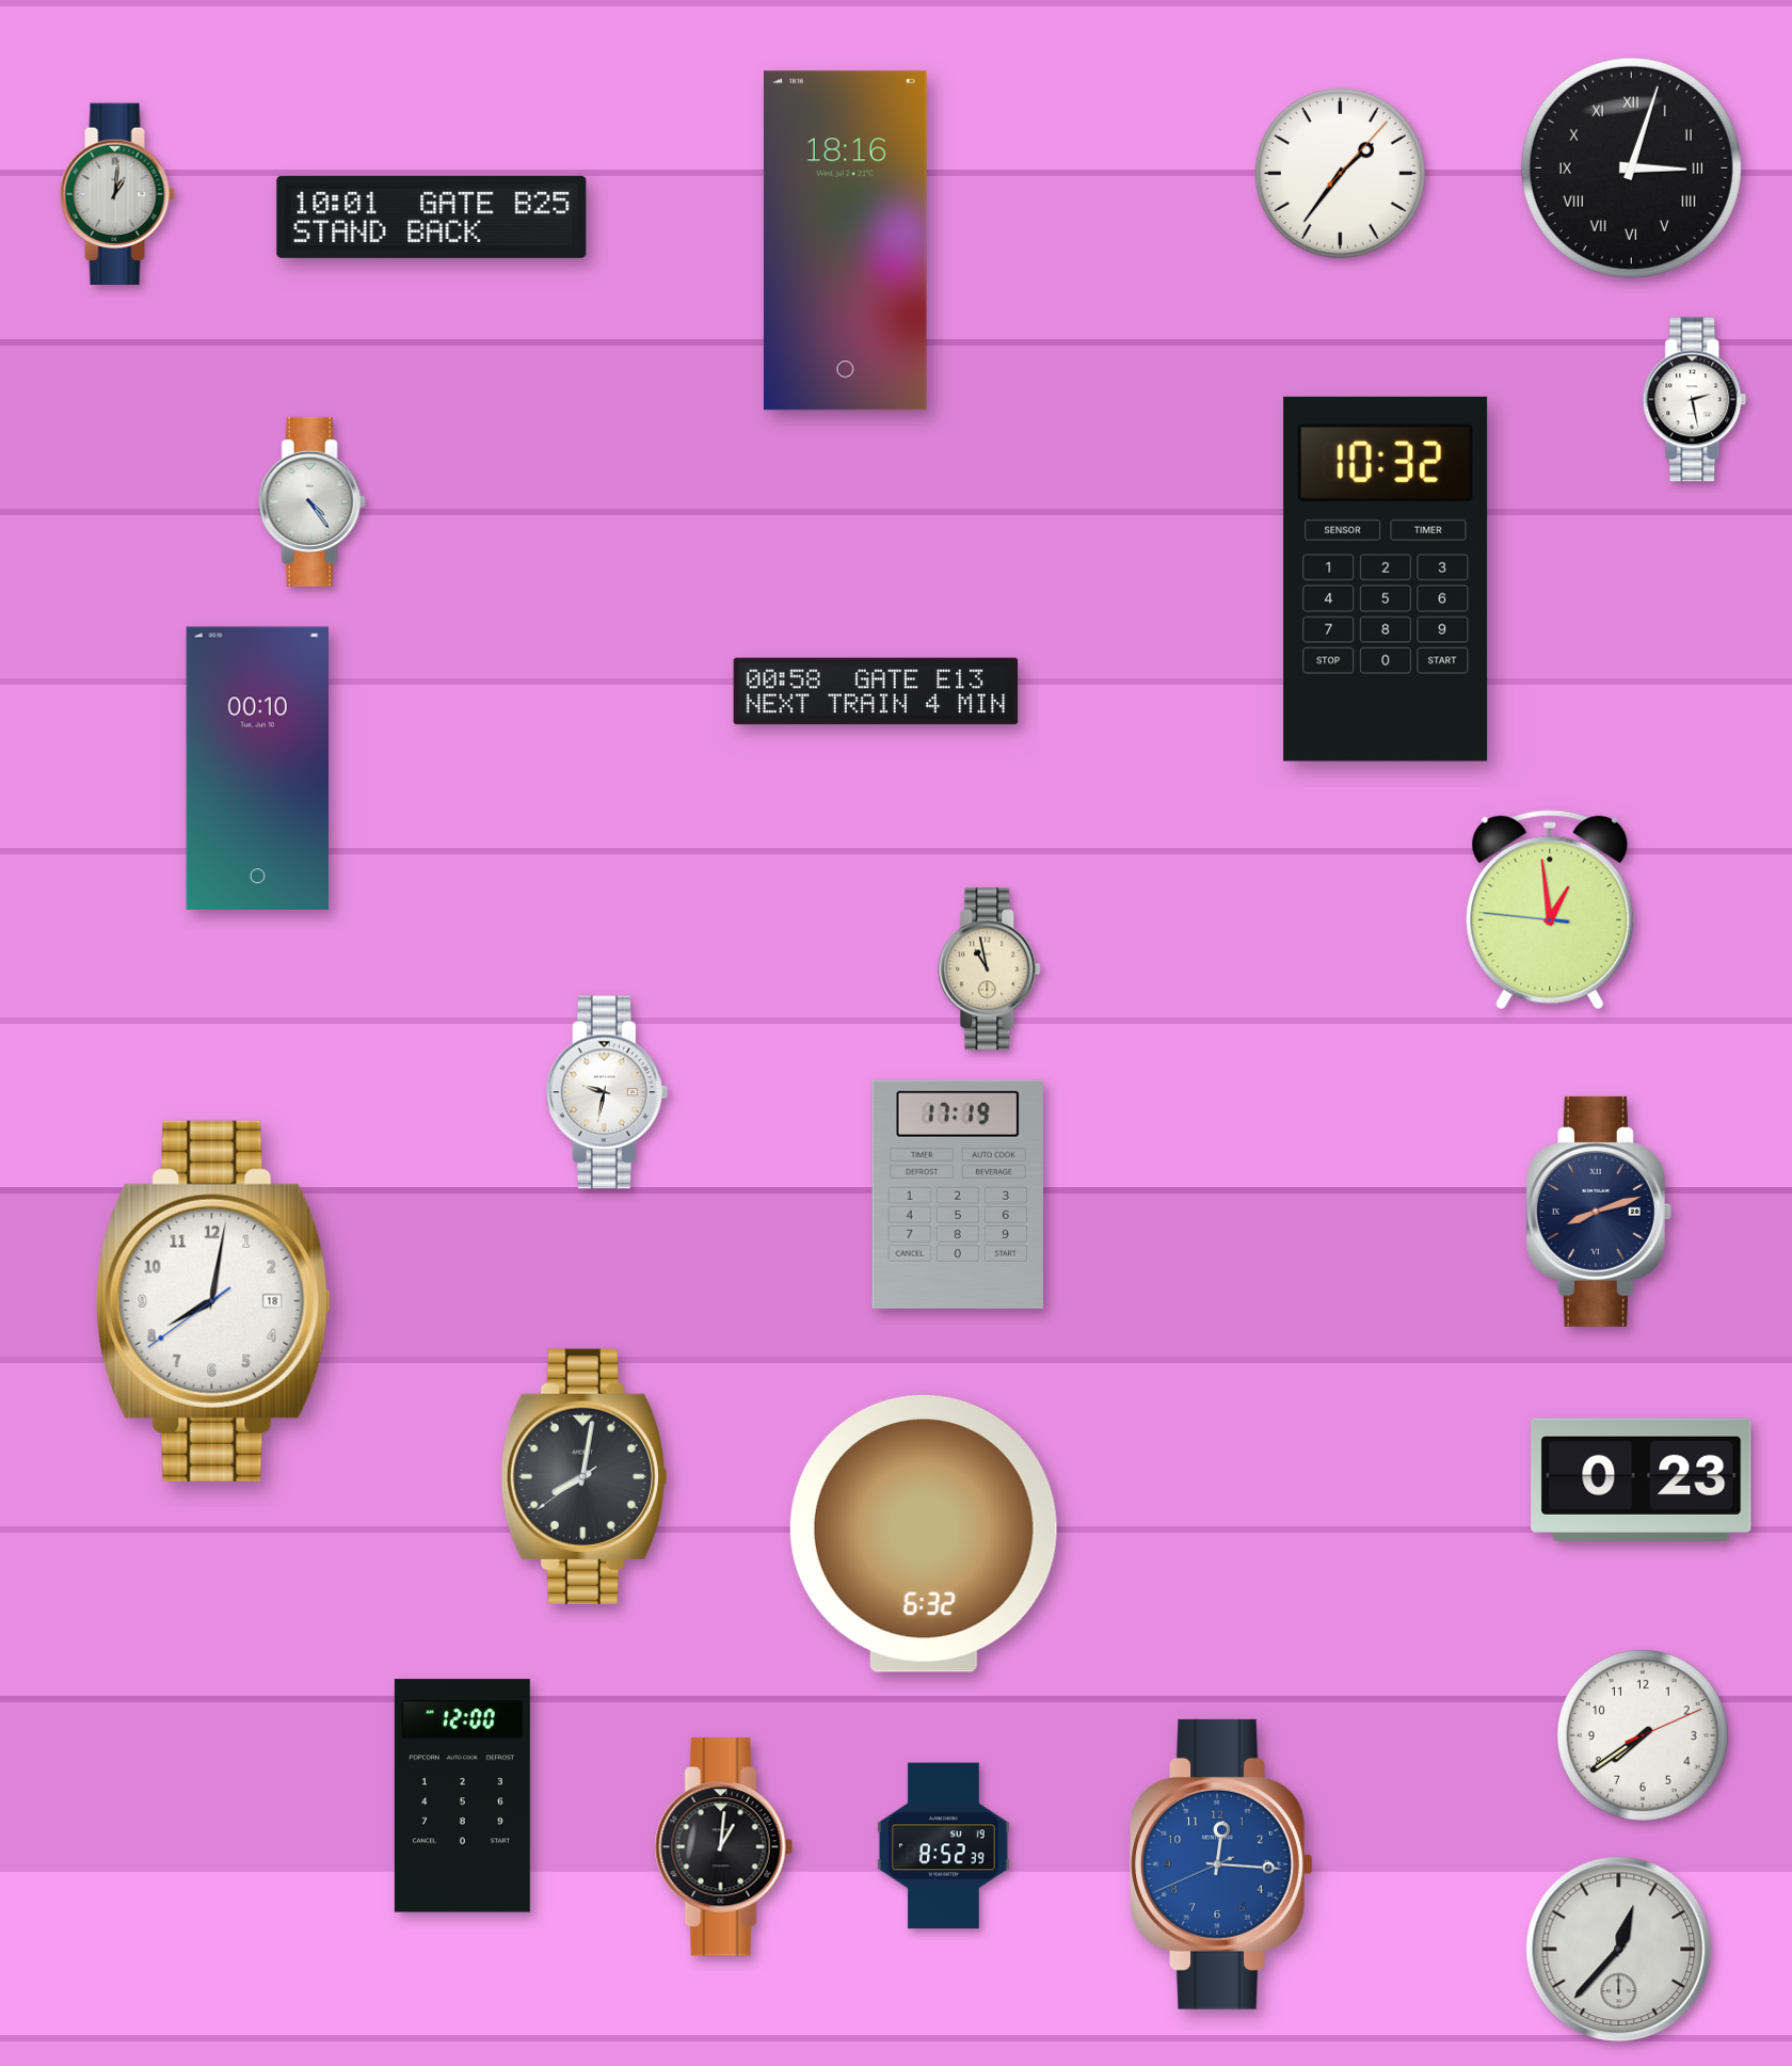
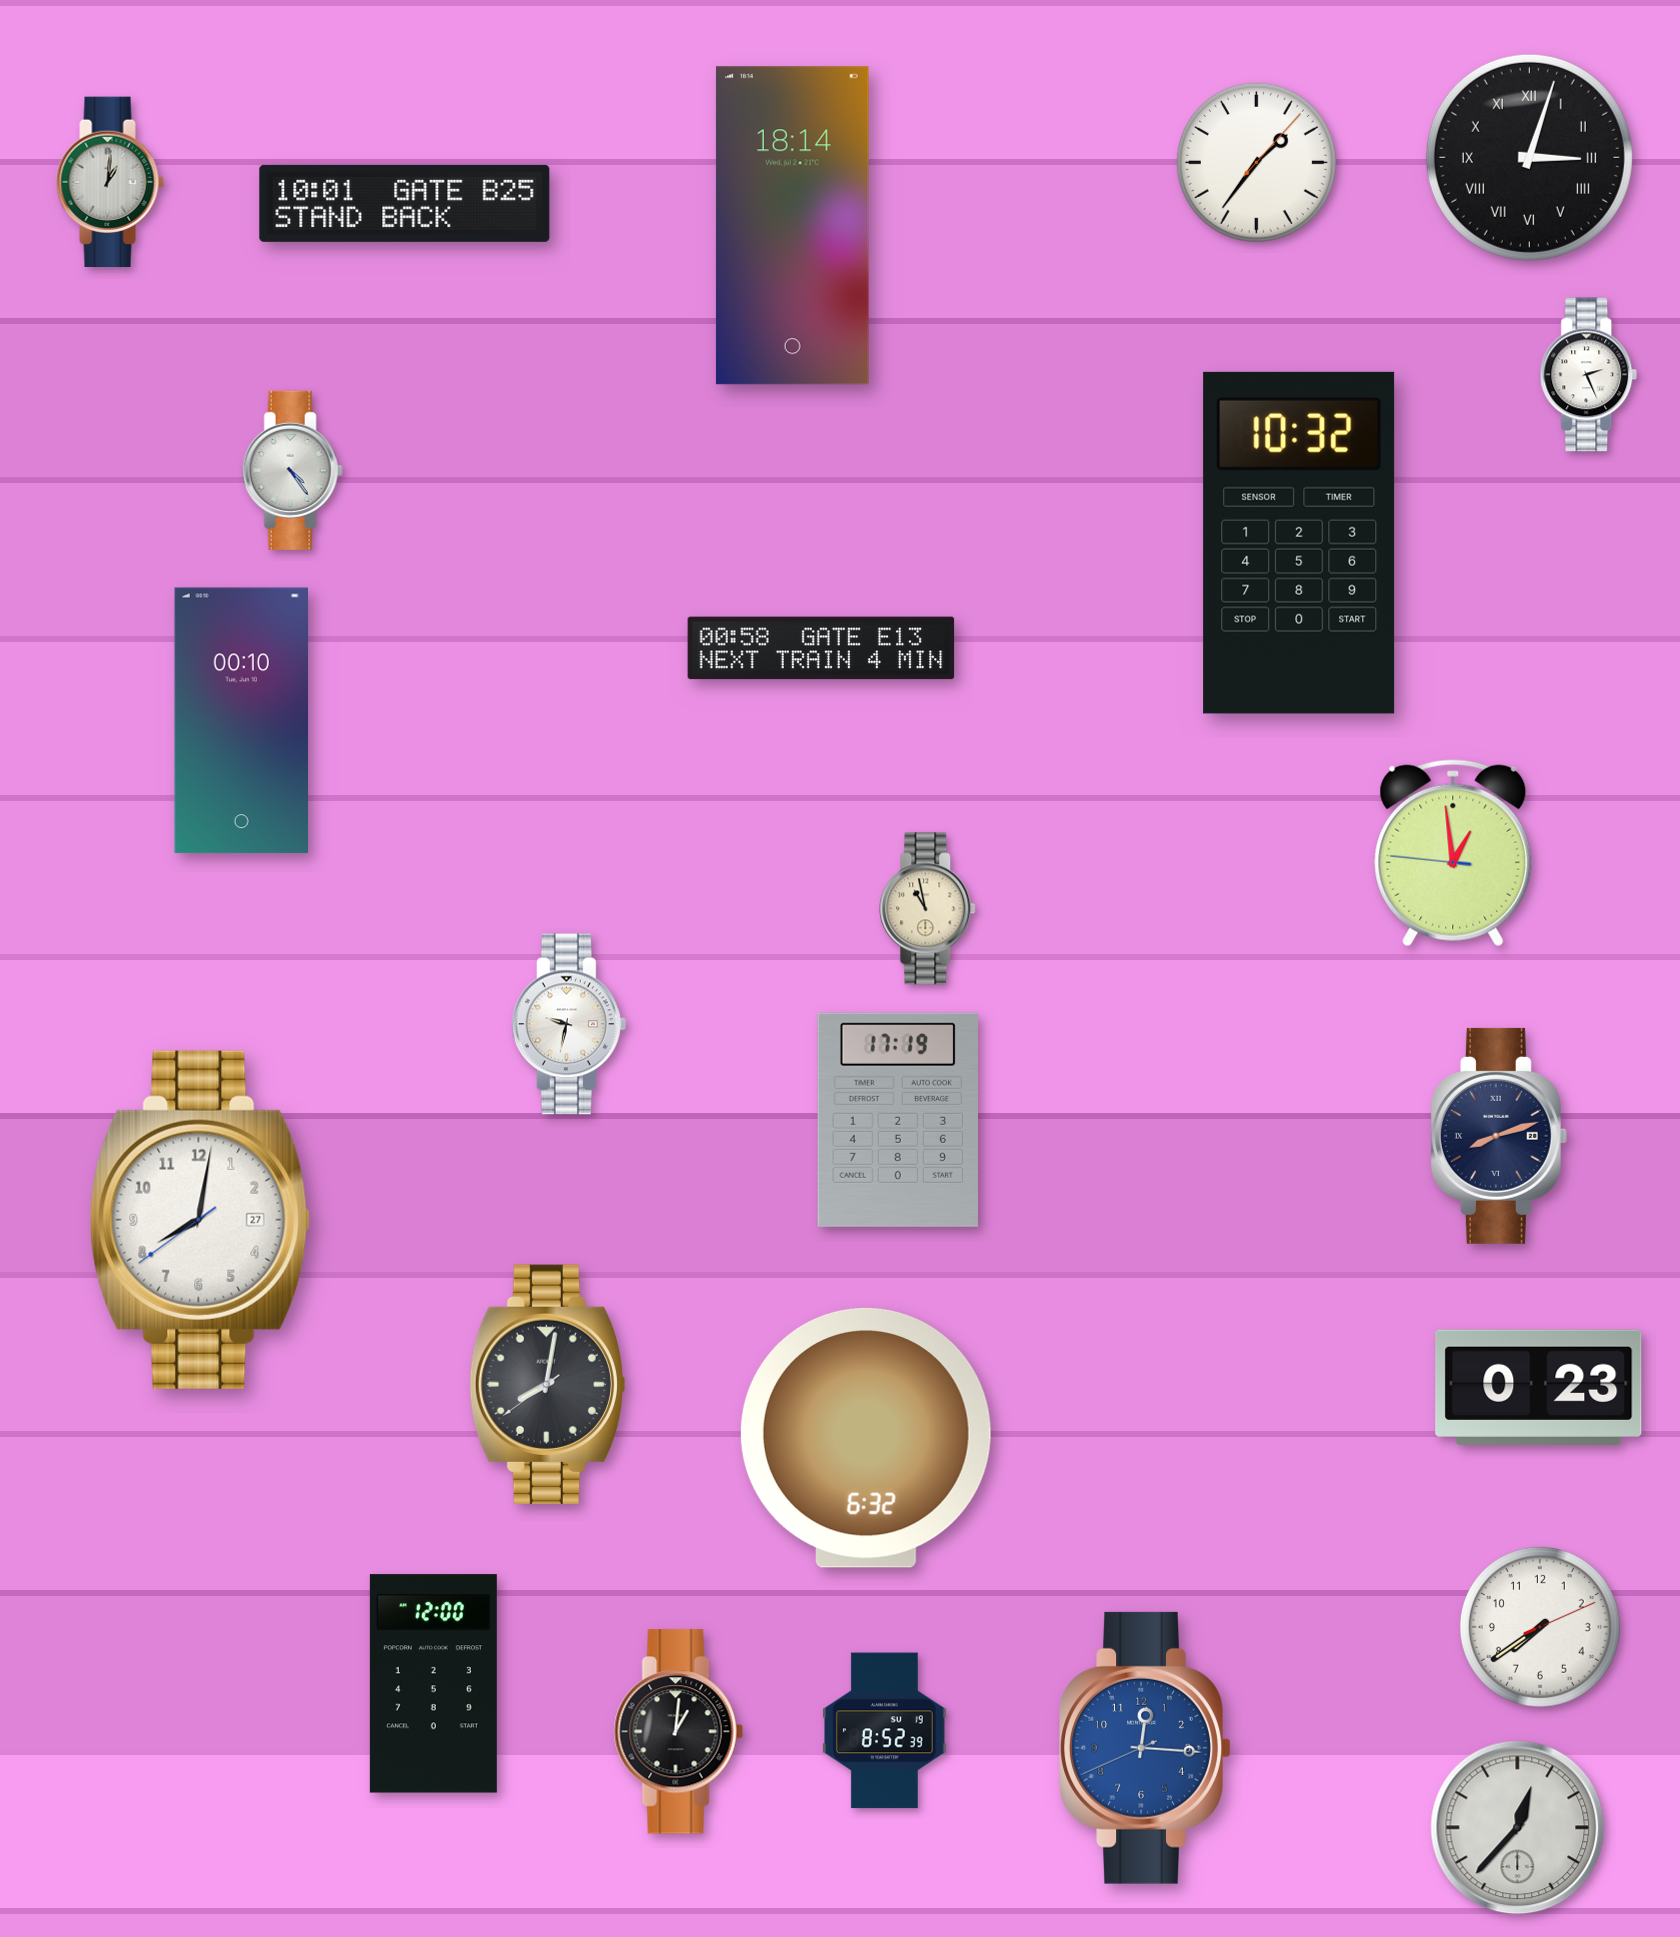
clock at (845, 241): 18:16 -> 18:14
clock at (1695, 400): 2:28 -> 2:26
clock at (213, 1301) date: 18 -> 27
